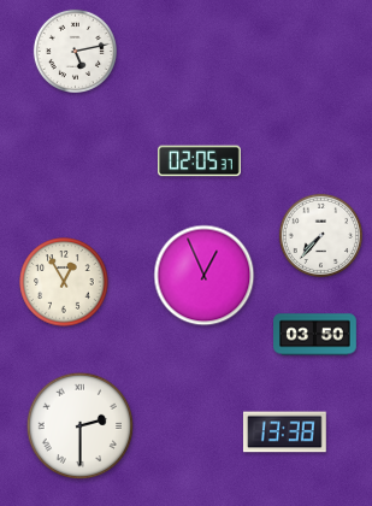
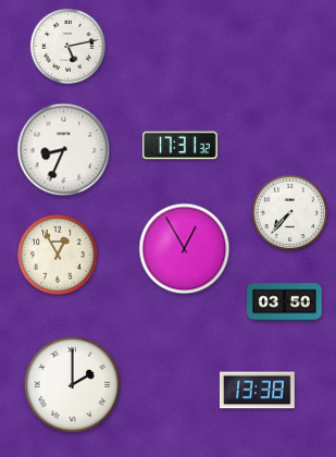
clock at (200, 161): 02:05 -> 17:31
clock at (64, 150): none -> 8:34
clock at (205, 276): 12:56 -> 12:55
clock at (79, 425): 2:30 -> 2:00
